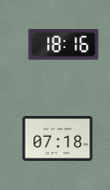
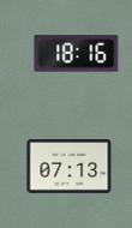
clock at (58, 139): 07:18 -> 07:13
